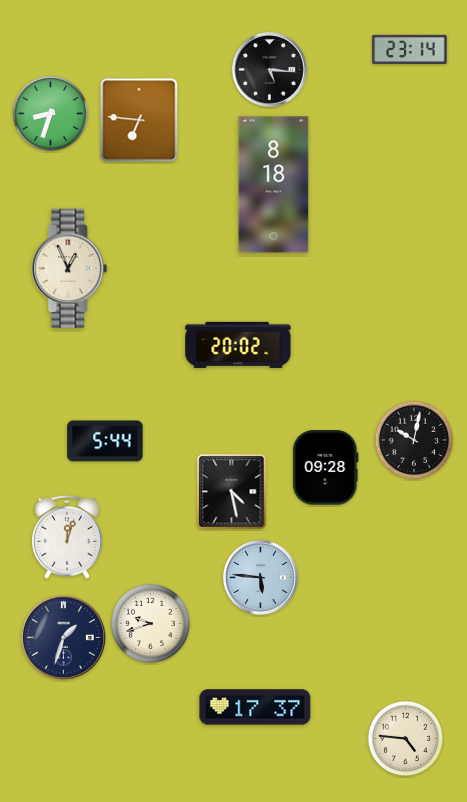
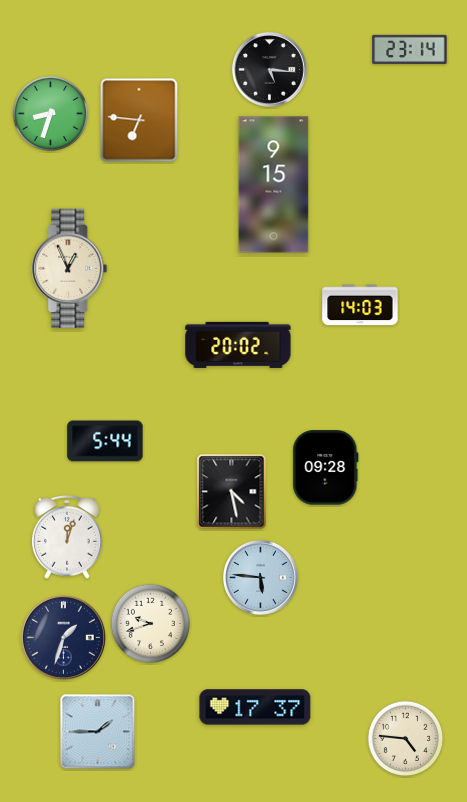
clock at (274, 185): 8:18 -> 9:15
clock at (360, 305): none -> 14:03
clock at (413, 439): 10:02 -> none
clock at (98, 732): none -> 1:45
